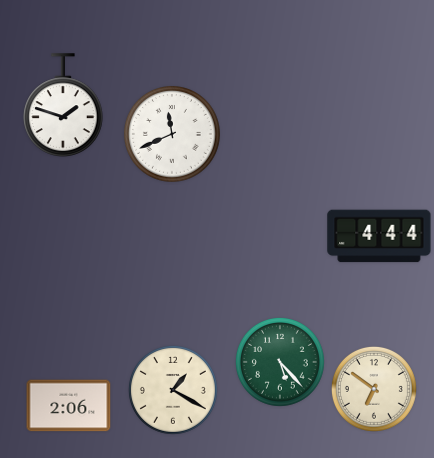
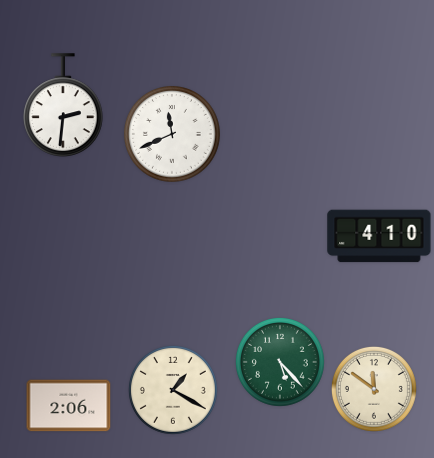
clock at (64, 105): 1:48 -> 2:31
clock at (379, 236): 4:44 -> 4:10
clock at (374, 389): 6:51 -> 11:51
